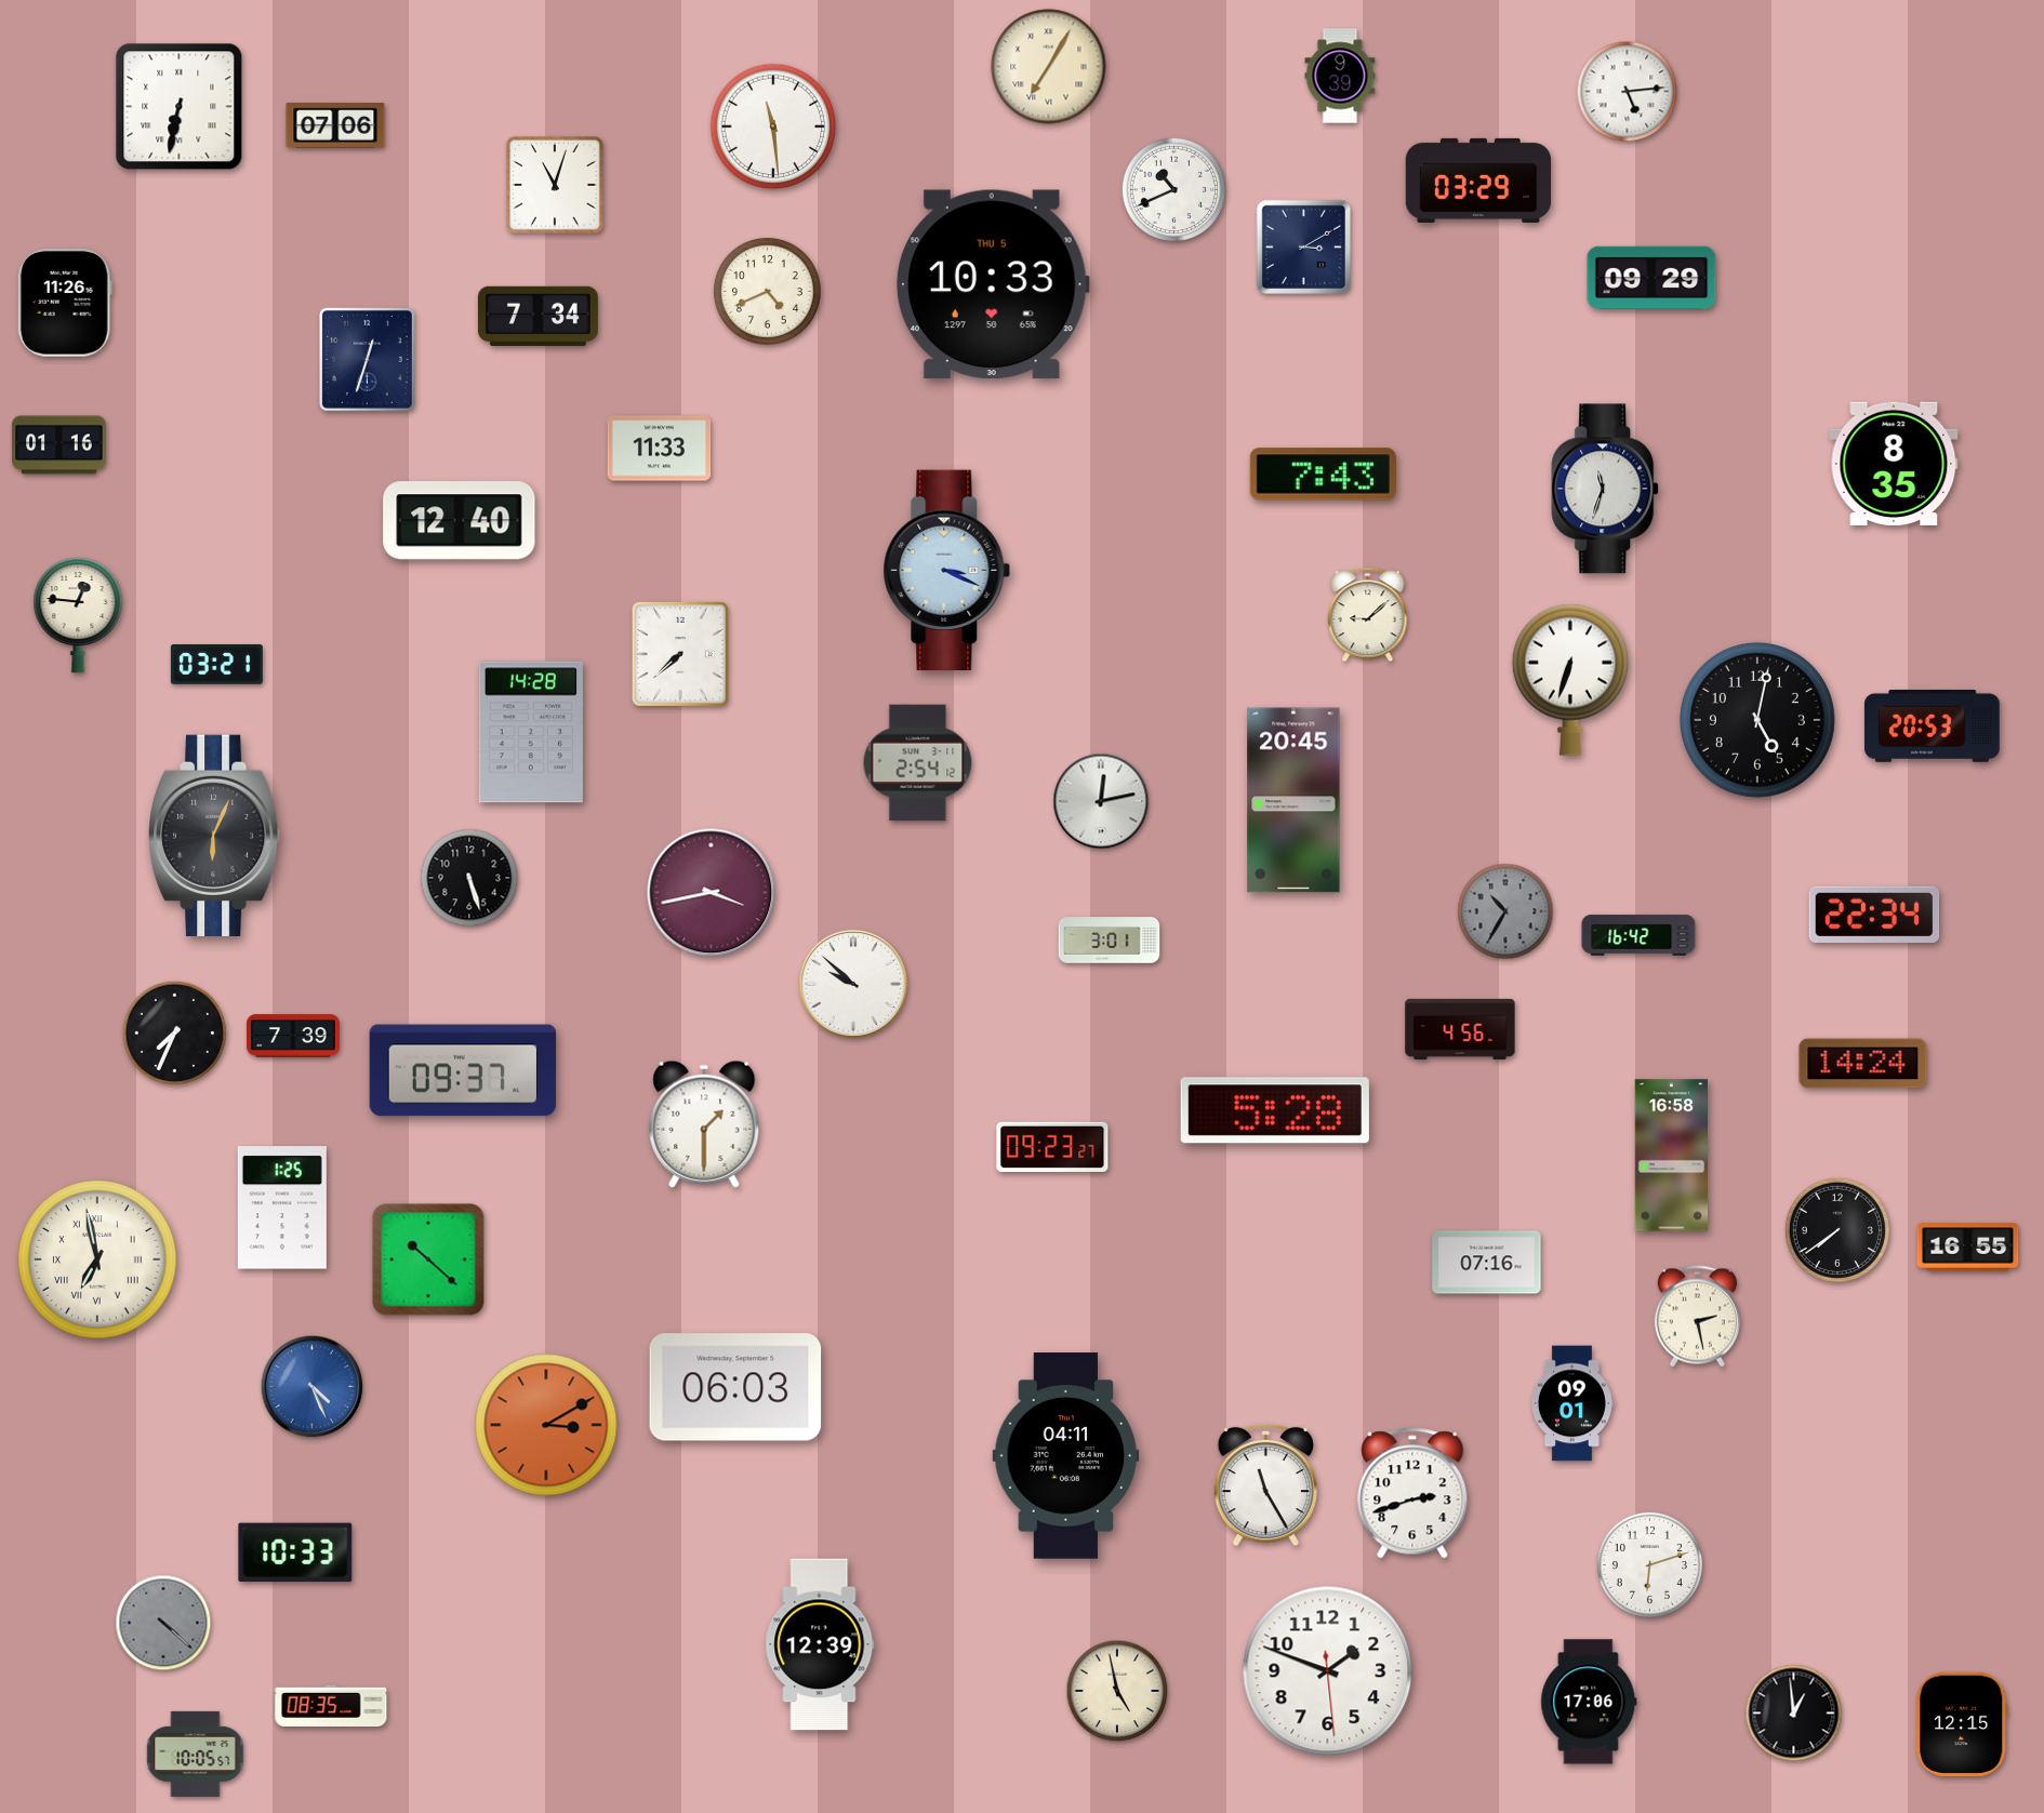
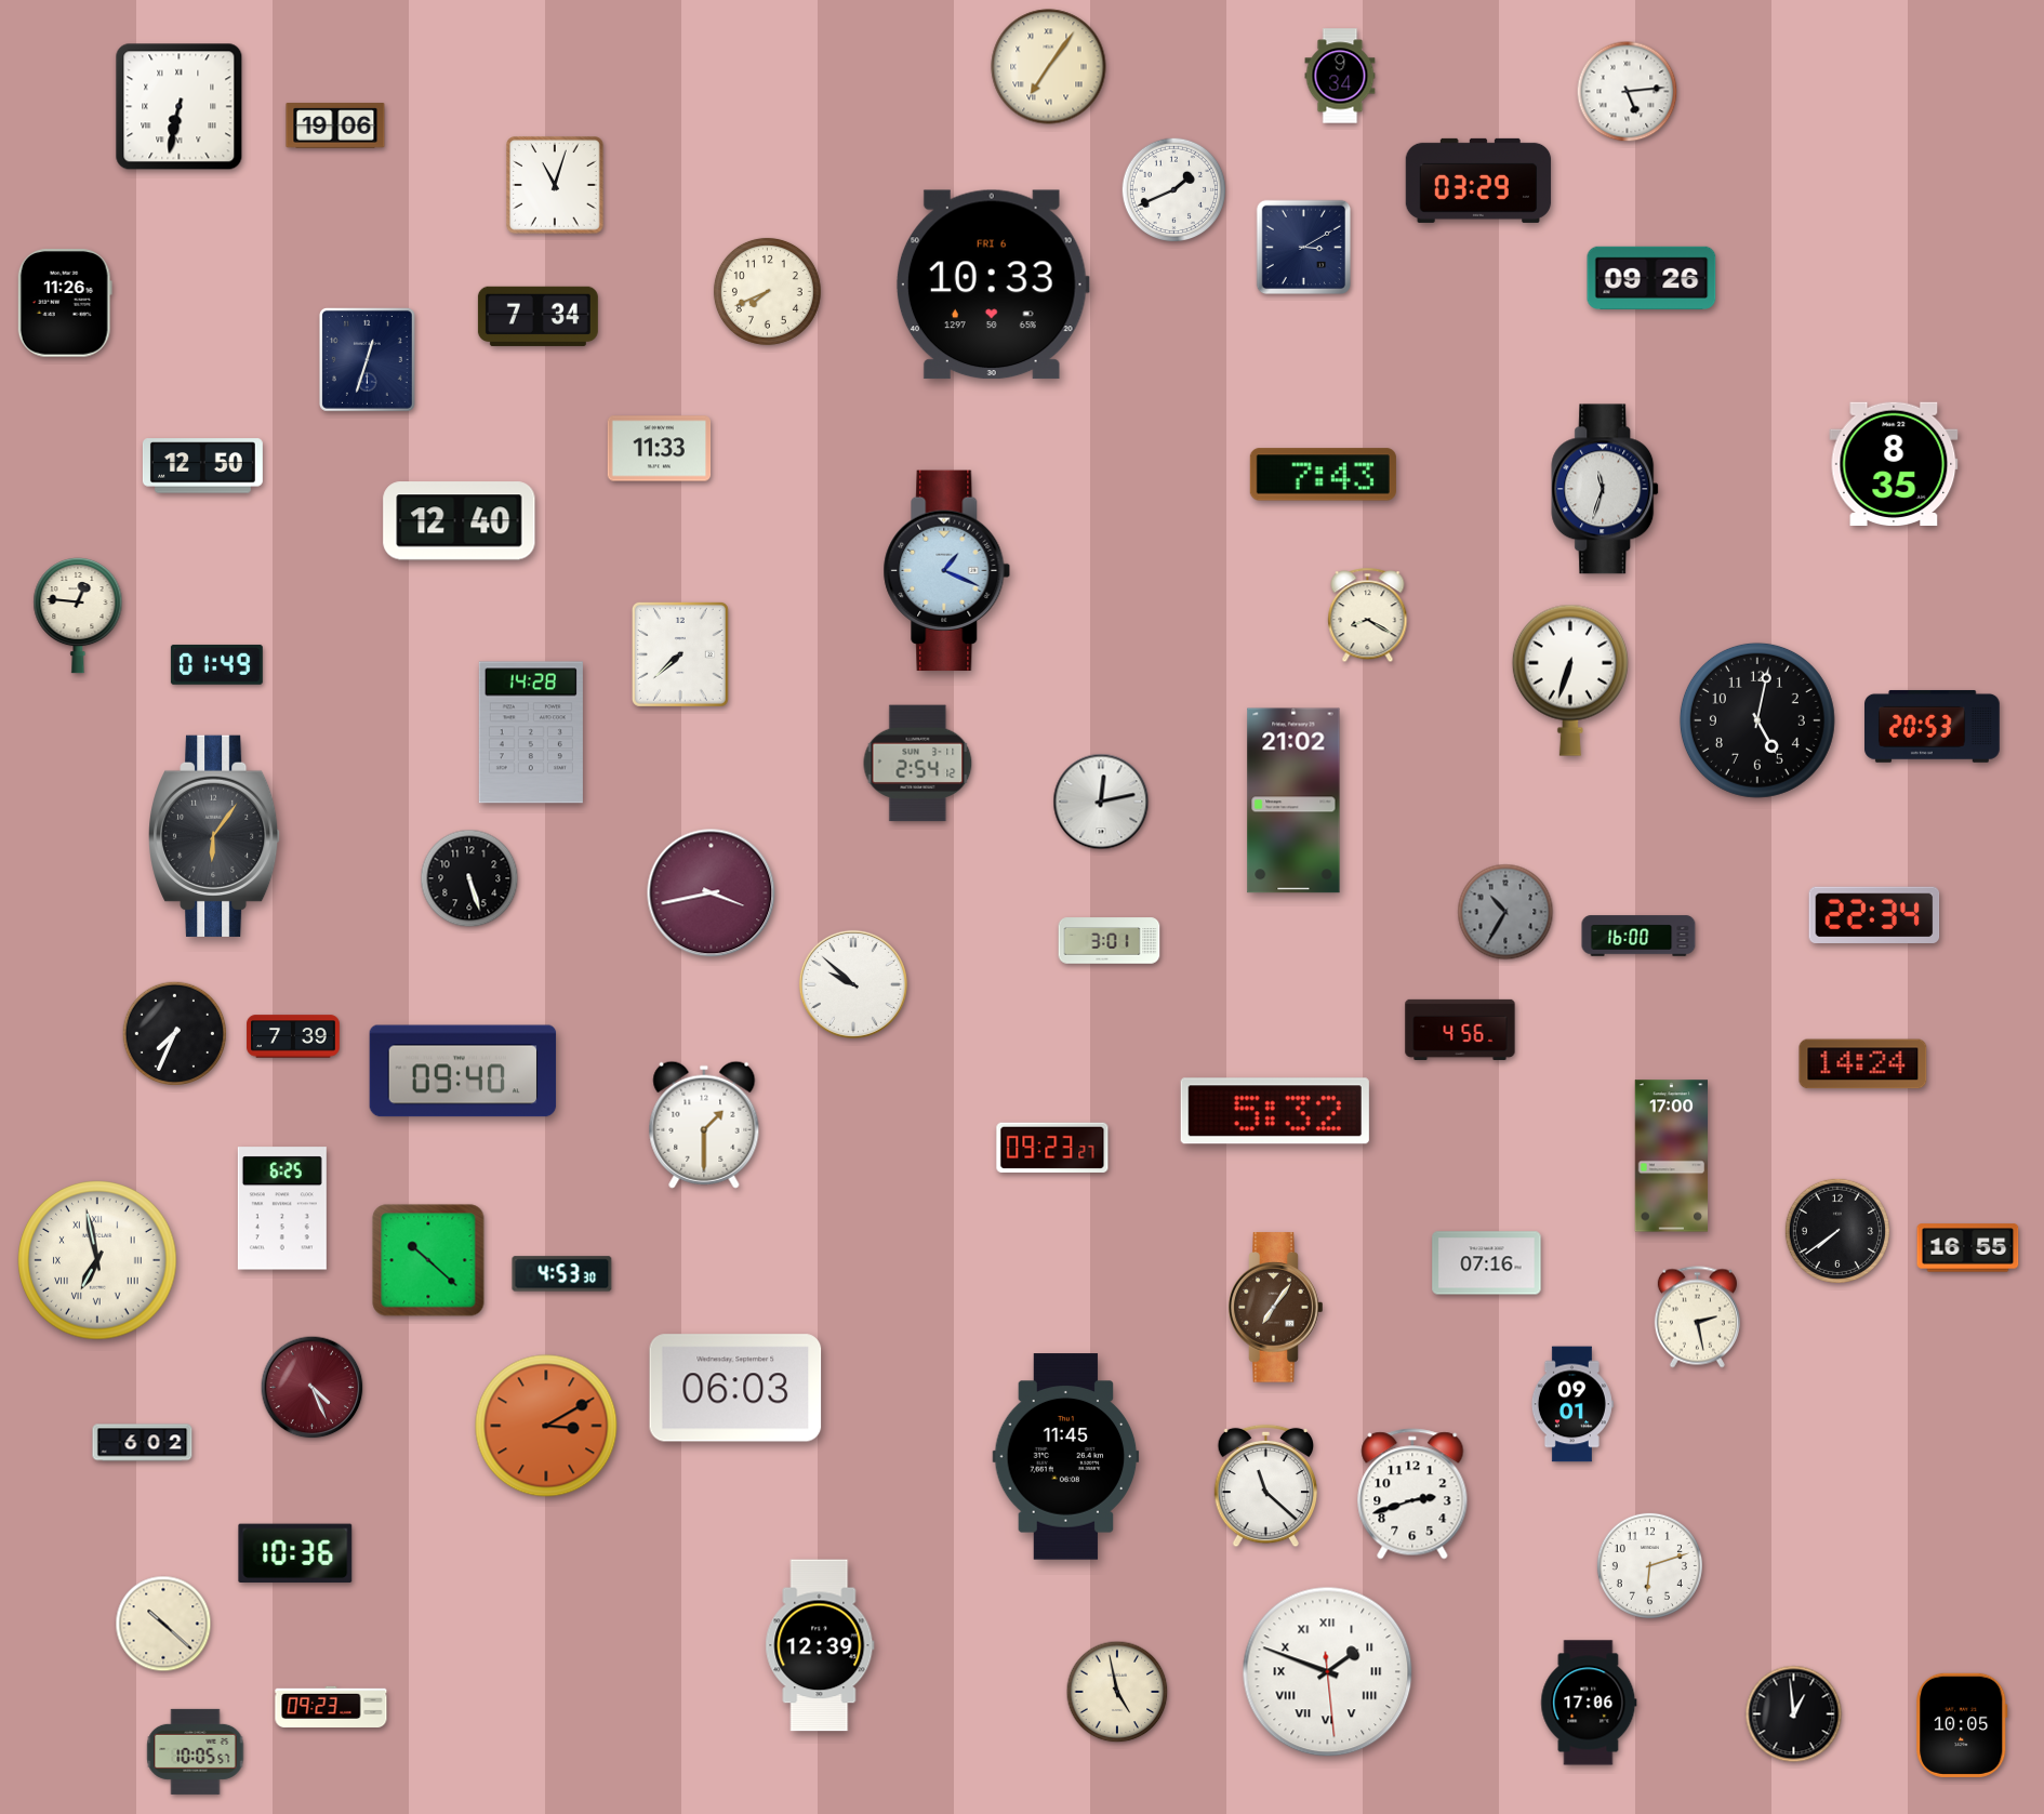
clock at (1049, 67): 7:05 -> 7:06
clock at (1340, 76): 9:39 -> 9:34
clock at (335, 125): 07:06 -> 19:06
clock at (773, 126): 11:29 -> none
clock at (1173, 189): 10:41 -> 1:41
clock at (1651, 278): 09:29 -> 09:26
clock at (993, 284) date: THU 5 -> FRI 6
clock at (767, 291): 4:41 -> 7:41
clock at (59, 445): 01:16 -> none
clock at (202, 466): none -> 12:50
clock at (947, 571): 3:19 -> 1:19
clock at (1368, 615): 9:08 -> 8:20
clock at (216, 664): 03:21 -> 01:49
clock at (1293, 800): 20:45 -> 21:02
clock at (215, 836): 6:04 -> 6:06
clock at (1638, 935): 16:42 -> 16:00
clock at (463, 1070): 09:37 -> 09:40
clock at (1275, 1110): 5:28 -> 5:32
clock at (1672, 1156): 16:58 -> 17:00
clock at (282, 1208): 1:25 -> 6:25
clock at (562, 1274): none -> 4:53
clock at (1276, 1308): none -> 7:06
clock at (313, 1387) dial: blue -> burgundy
clock at (143, 1443): none -> 6:02
clock at (1066, 1456): 04:11 -> 11:45
clock at (1265, 1485): 11:25 -> 11:22
clock at (295, 1552): 10:33 -> 10:36
clock at (163, 1623): 4:22 -> 10:22
clock at (163, 1623) dial: grey -> cream
clock at (1328, 1671) numerals: Arabic -> Roman
clock at (331, 1706): 08:35 -> 09:23
clock at (1962, 1724): 12:15 -> 10:05
clock at (196, 1754) position: (196, 1754) -> (196, 1751)
